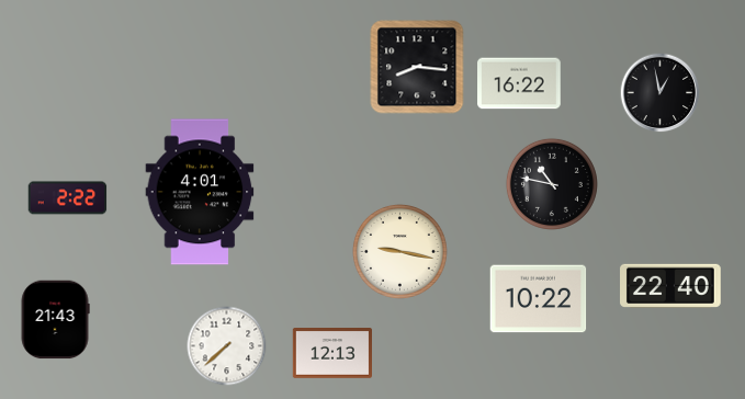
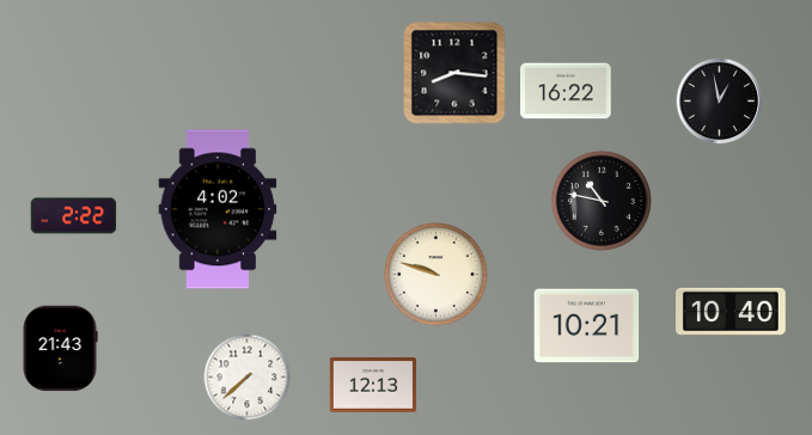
clock at (200, 192): 4:01 -> 4:02
clock at (399, 251): 9:17 -> 9:48
clock at (671, 286): 22:40 -> 10:40
clock at (539, 299): 10:22 -> 10:21
clock at (331, 353) position: (331, 353) -> (372, 385)
